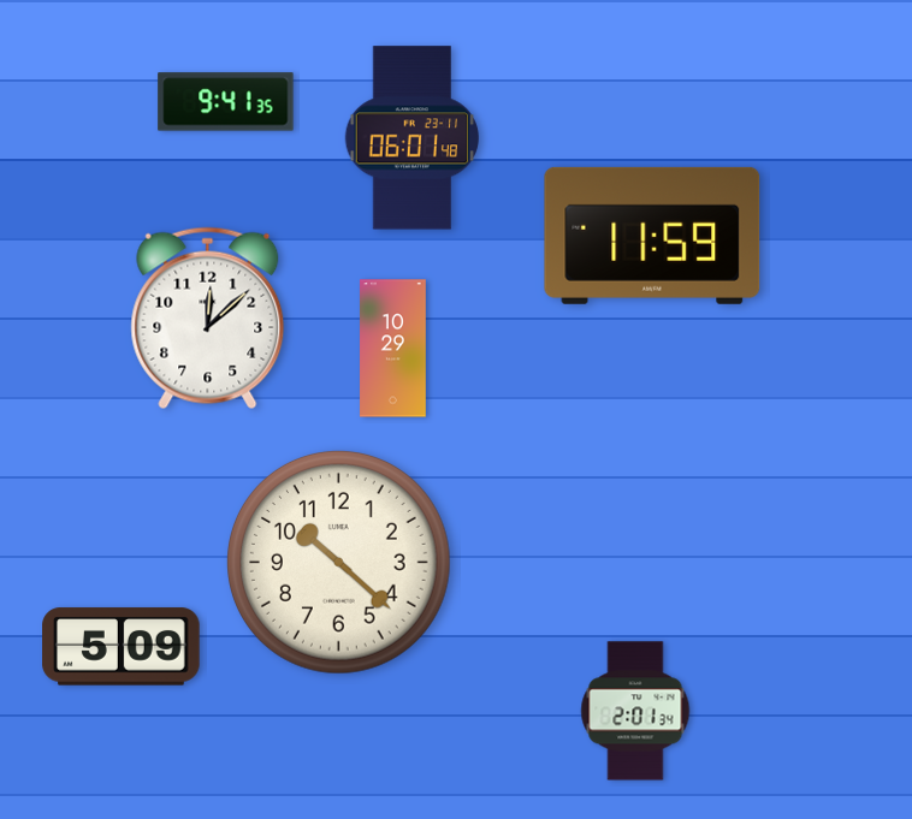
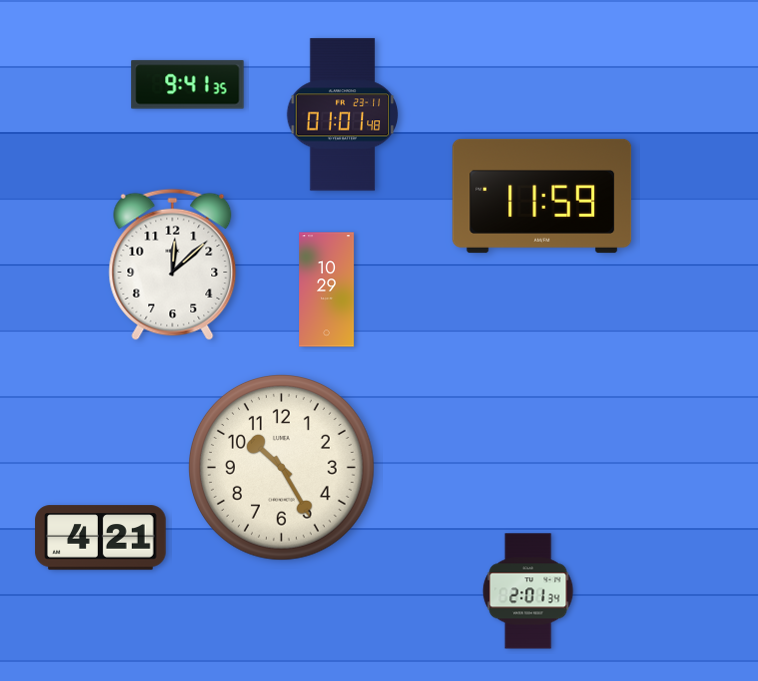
clock at (413, 138): 06:01 -> 01:01
clock at (339, 563): 10:22 -> 10:25
clock at (122, 647): 5:09 -> 4:21
